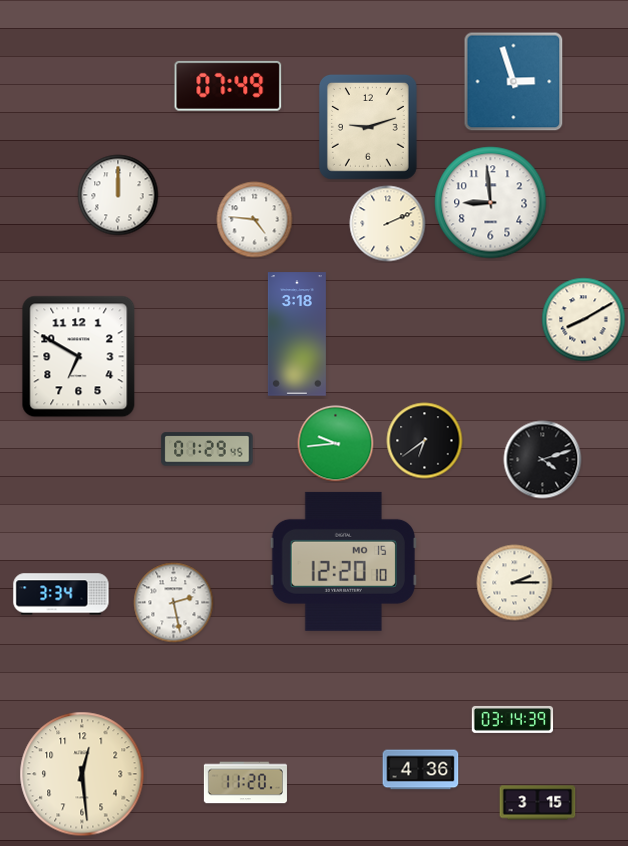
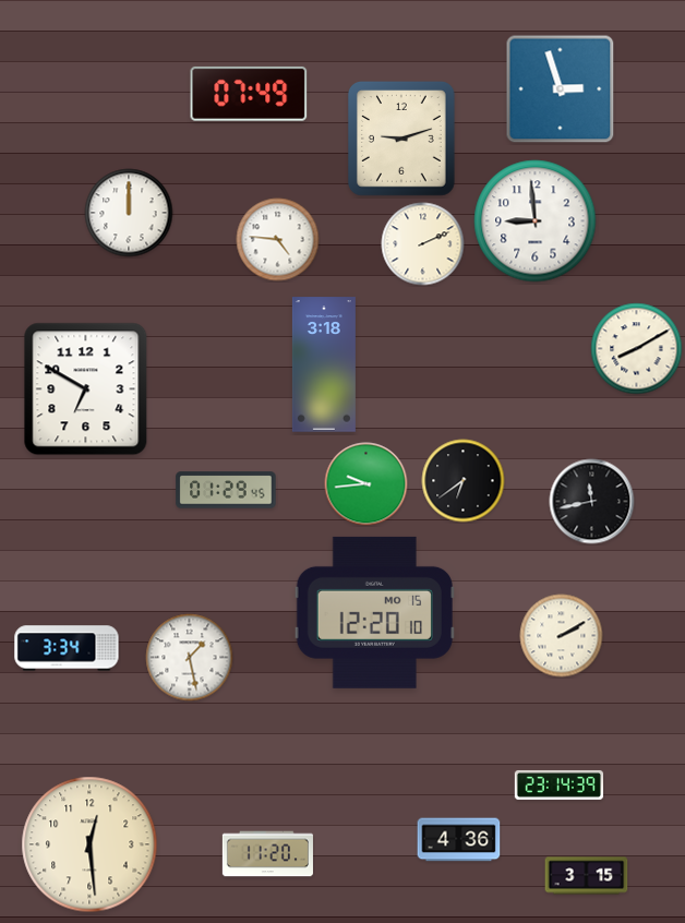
clock at (543, 460): 4:12 -> 11:43
clock at (515, 583): 2:15 -> 2:10
clock at (174, 603): 2:28 -> 1:28
clock at (513, 719): 03:14 -> 23:14
